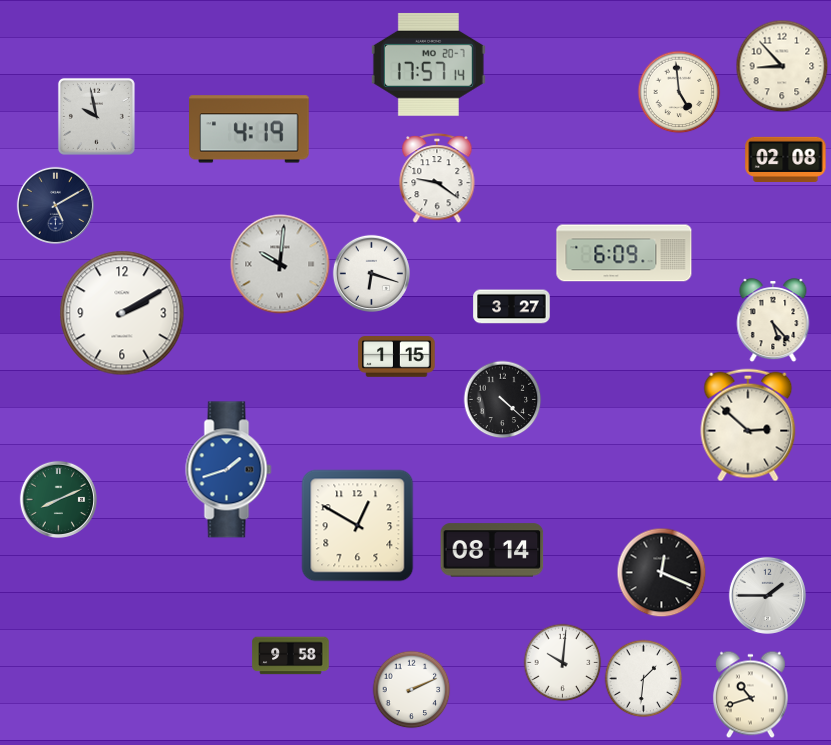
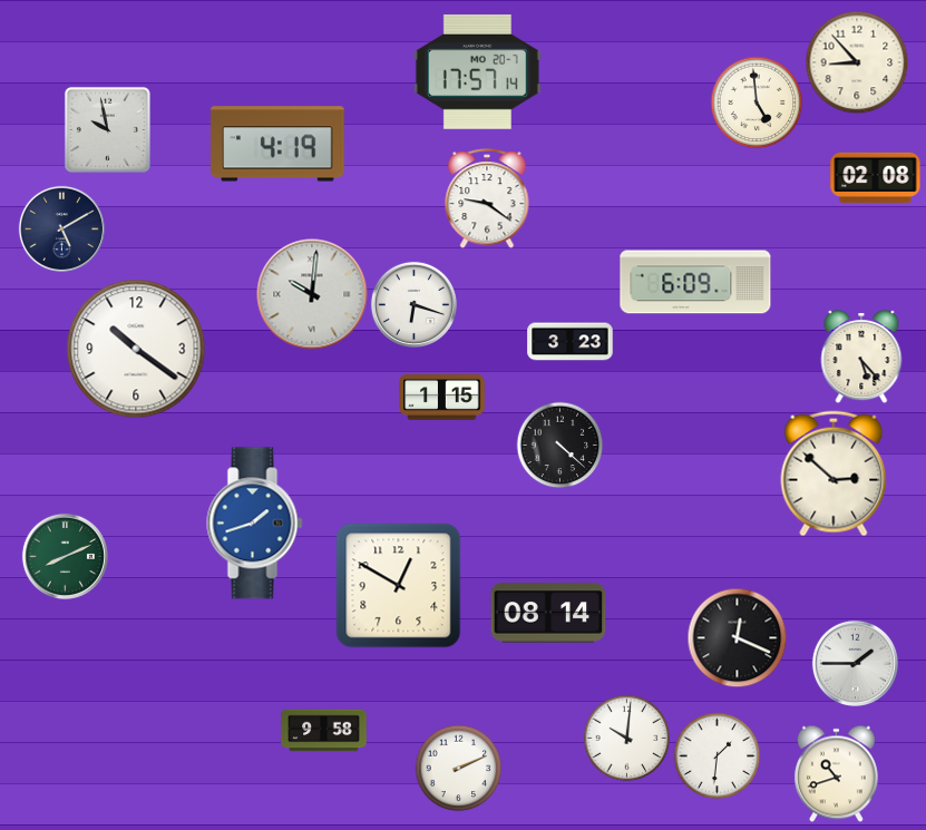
clock at (782, 66) position: (782, 66) -> (857, 62)
clock at (512, 307): 3:27 -> 3:23
clock at (122, 313): 2:10 -> 10:21
